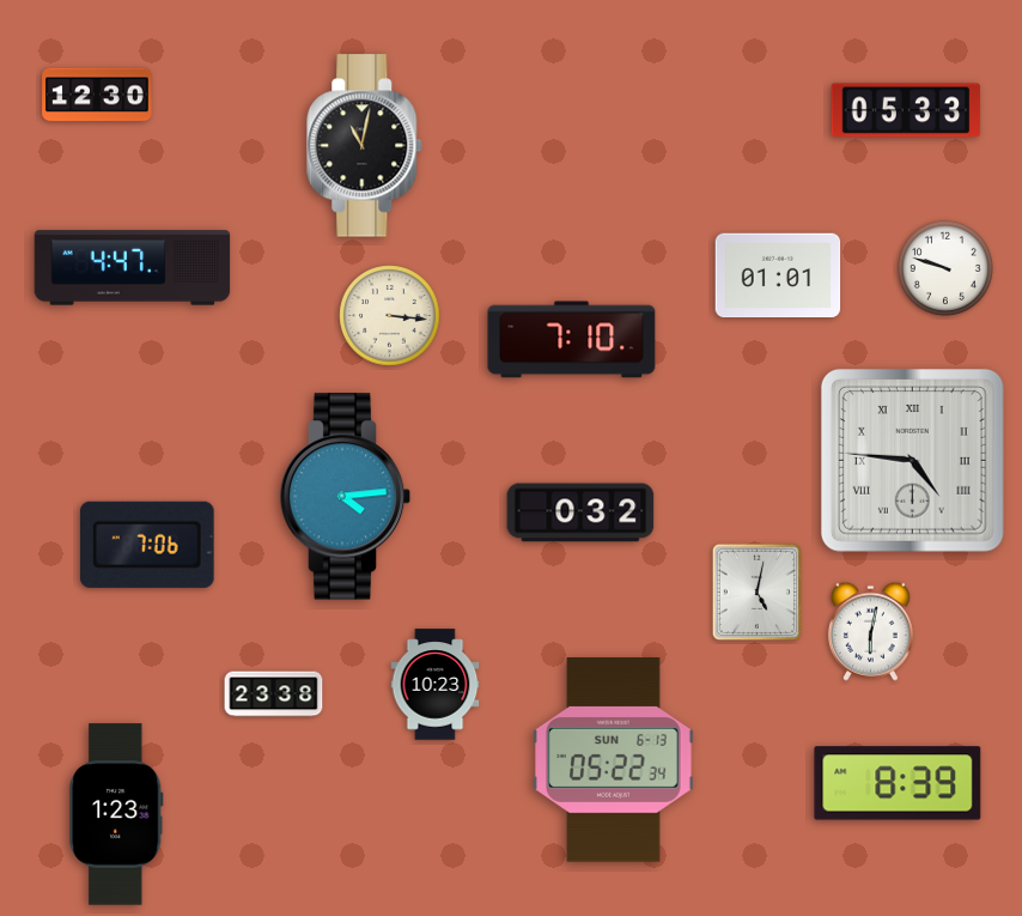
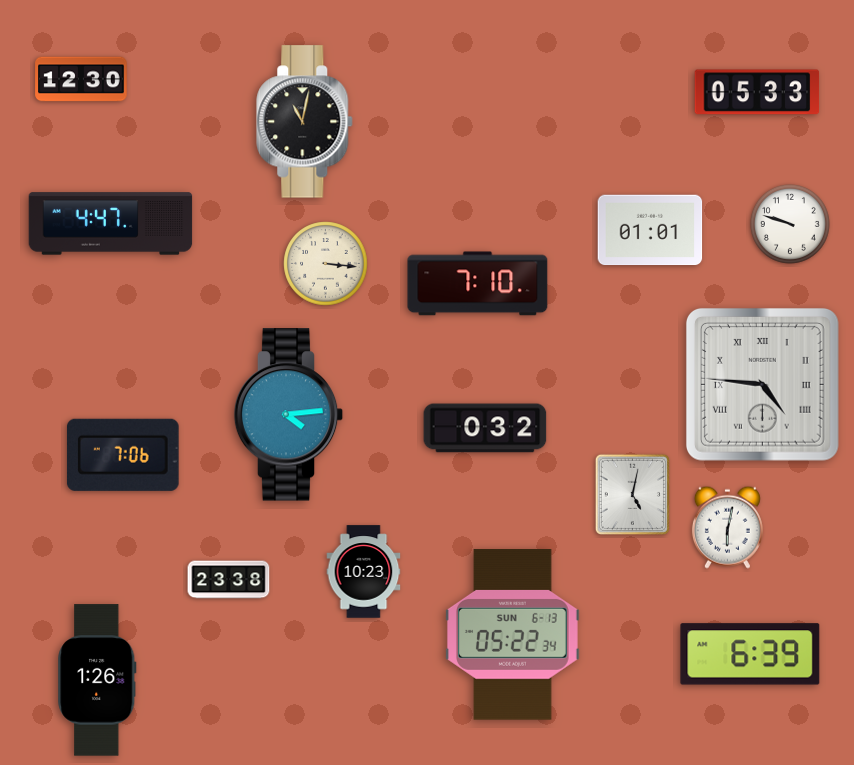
clock at (898, 783): 8:39 -> 6:39
clock at (116, 814): 1:23 -> 1:26
